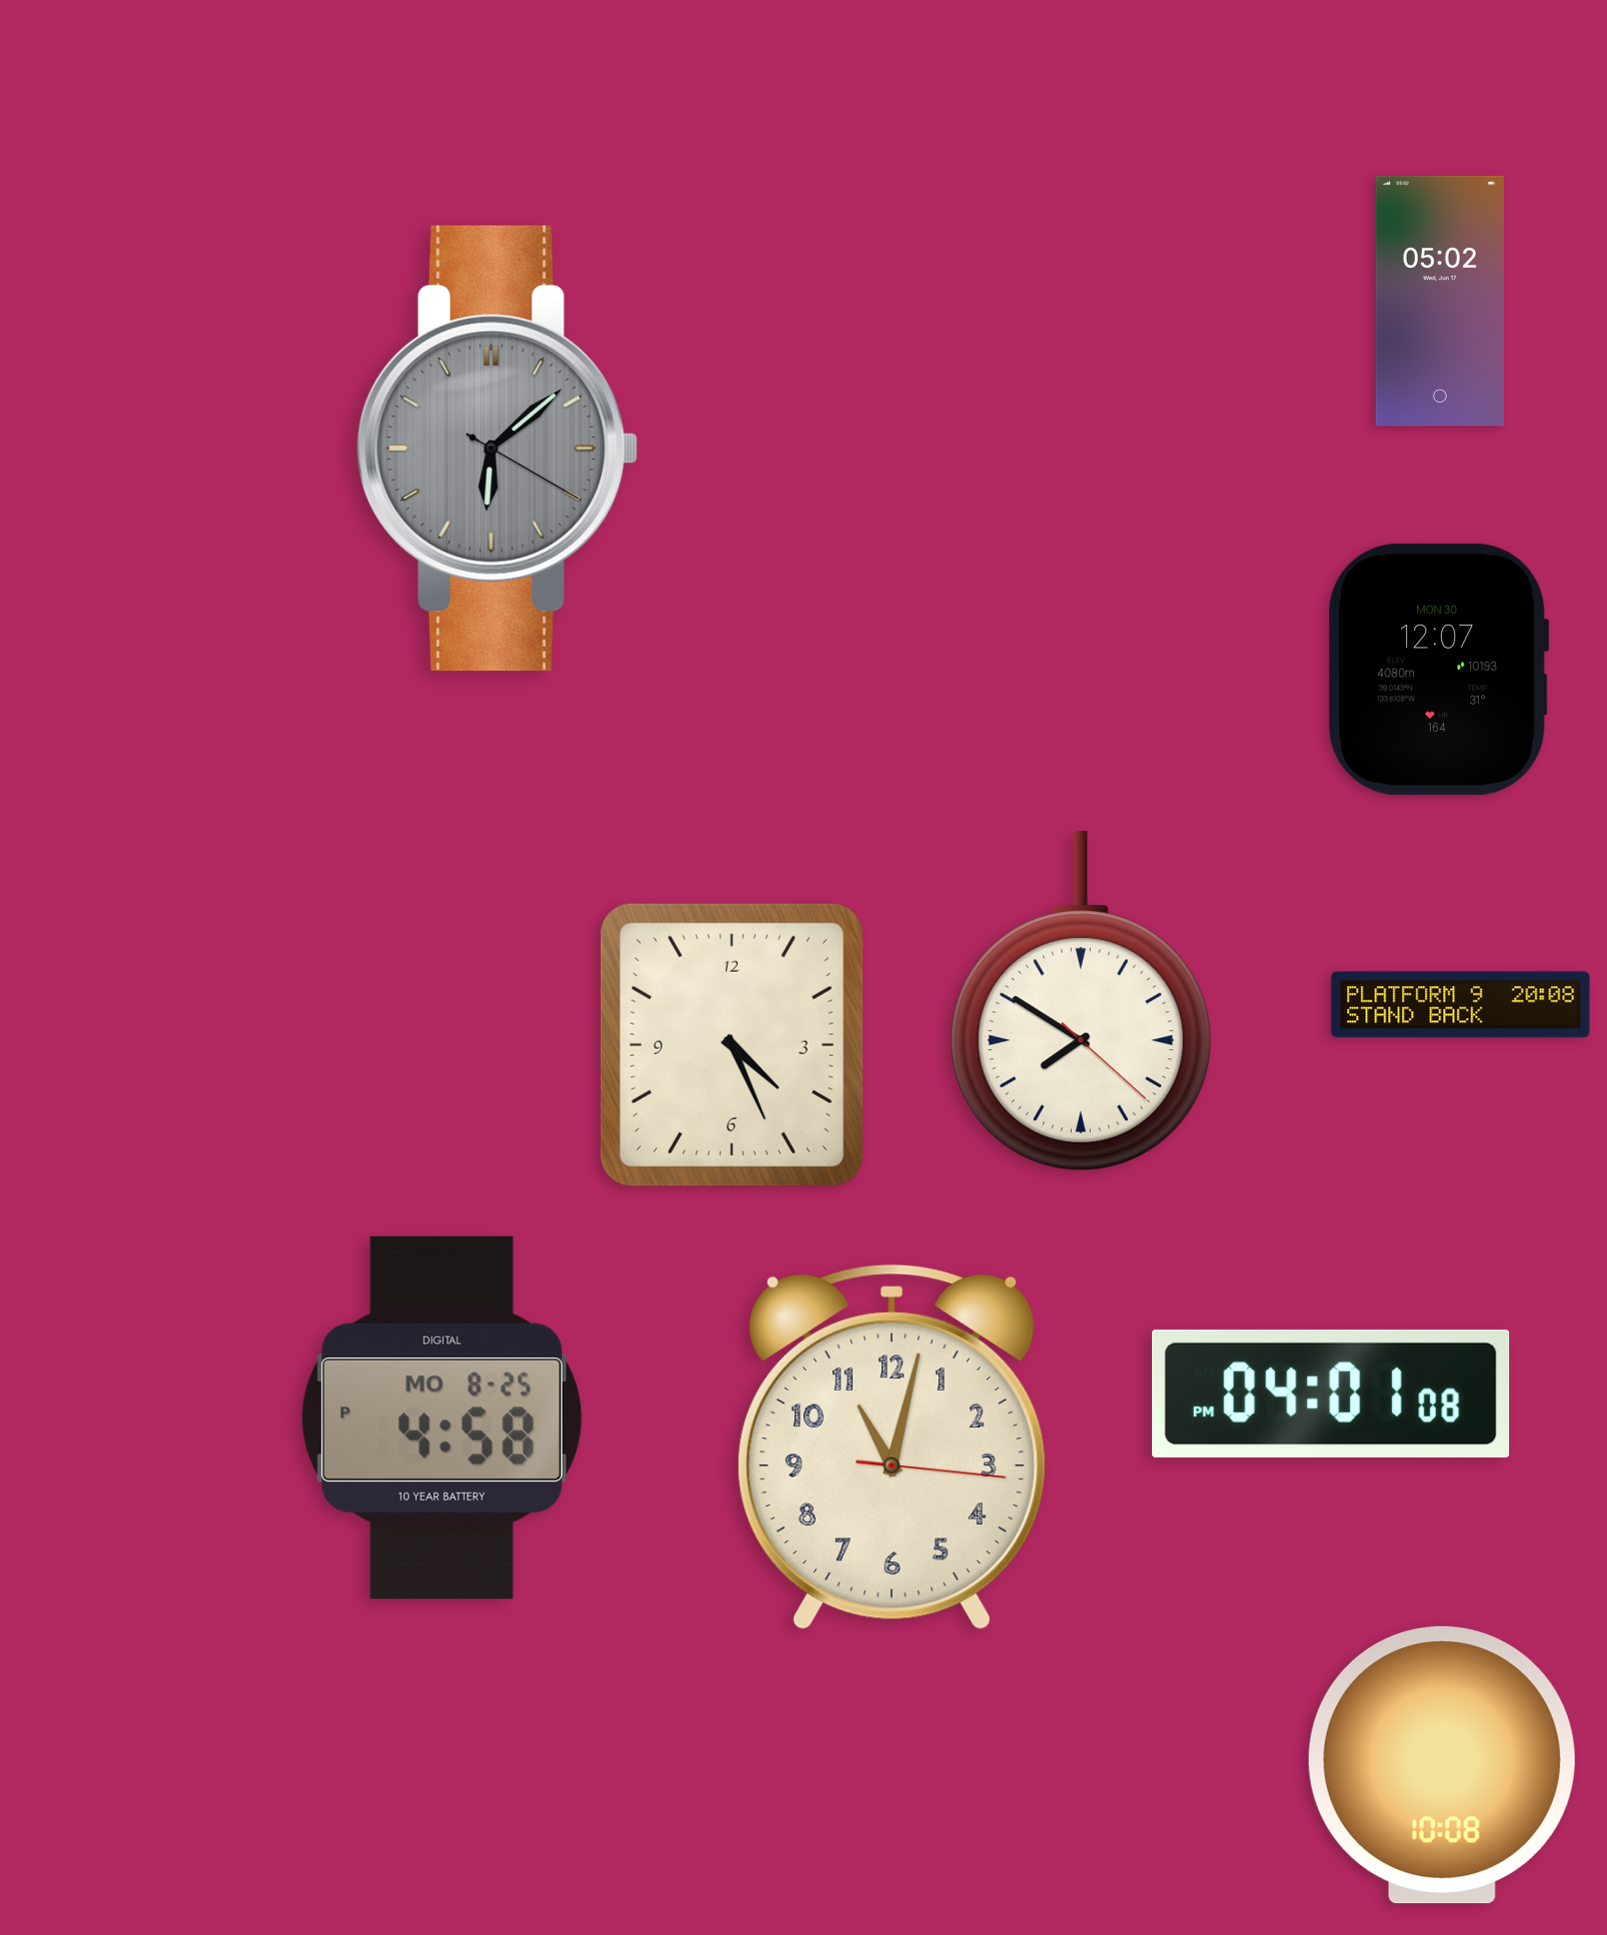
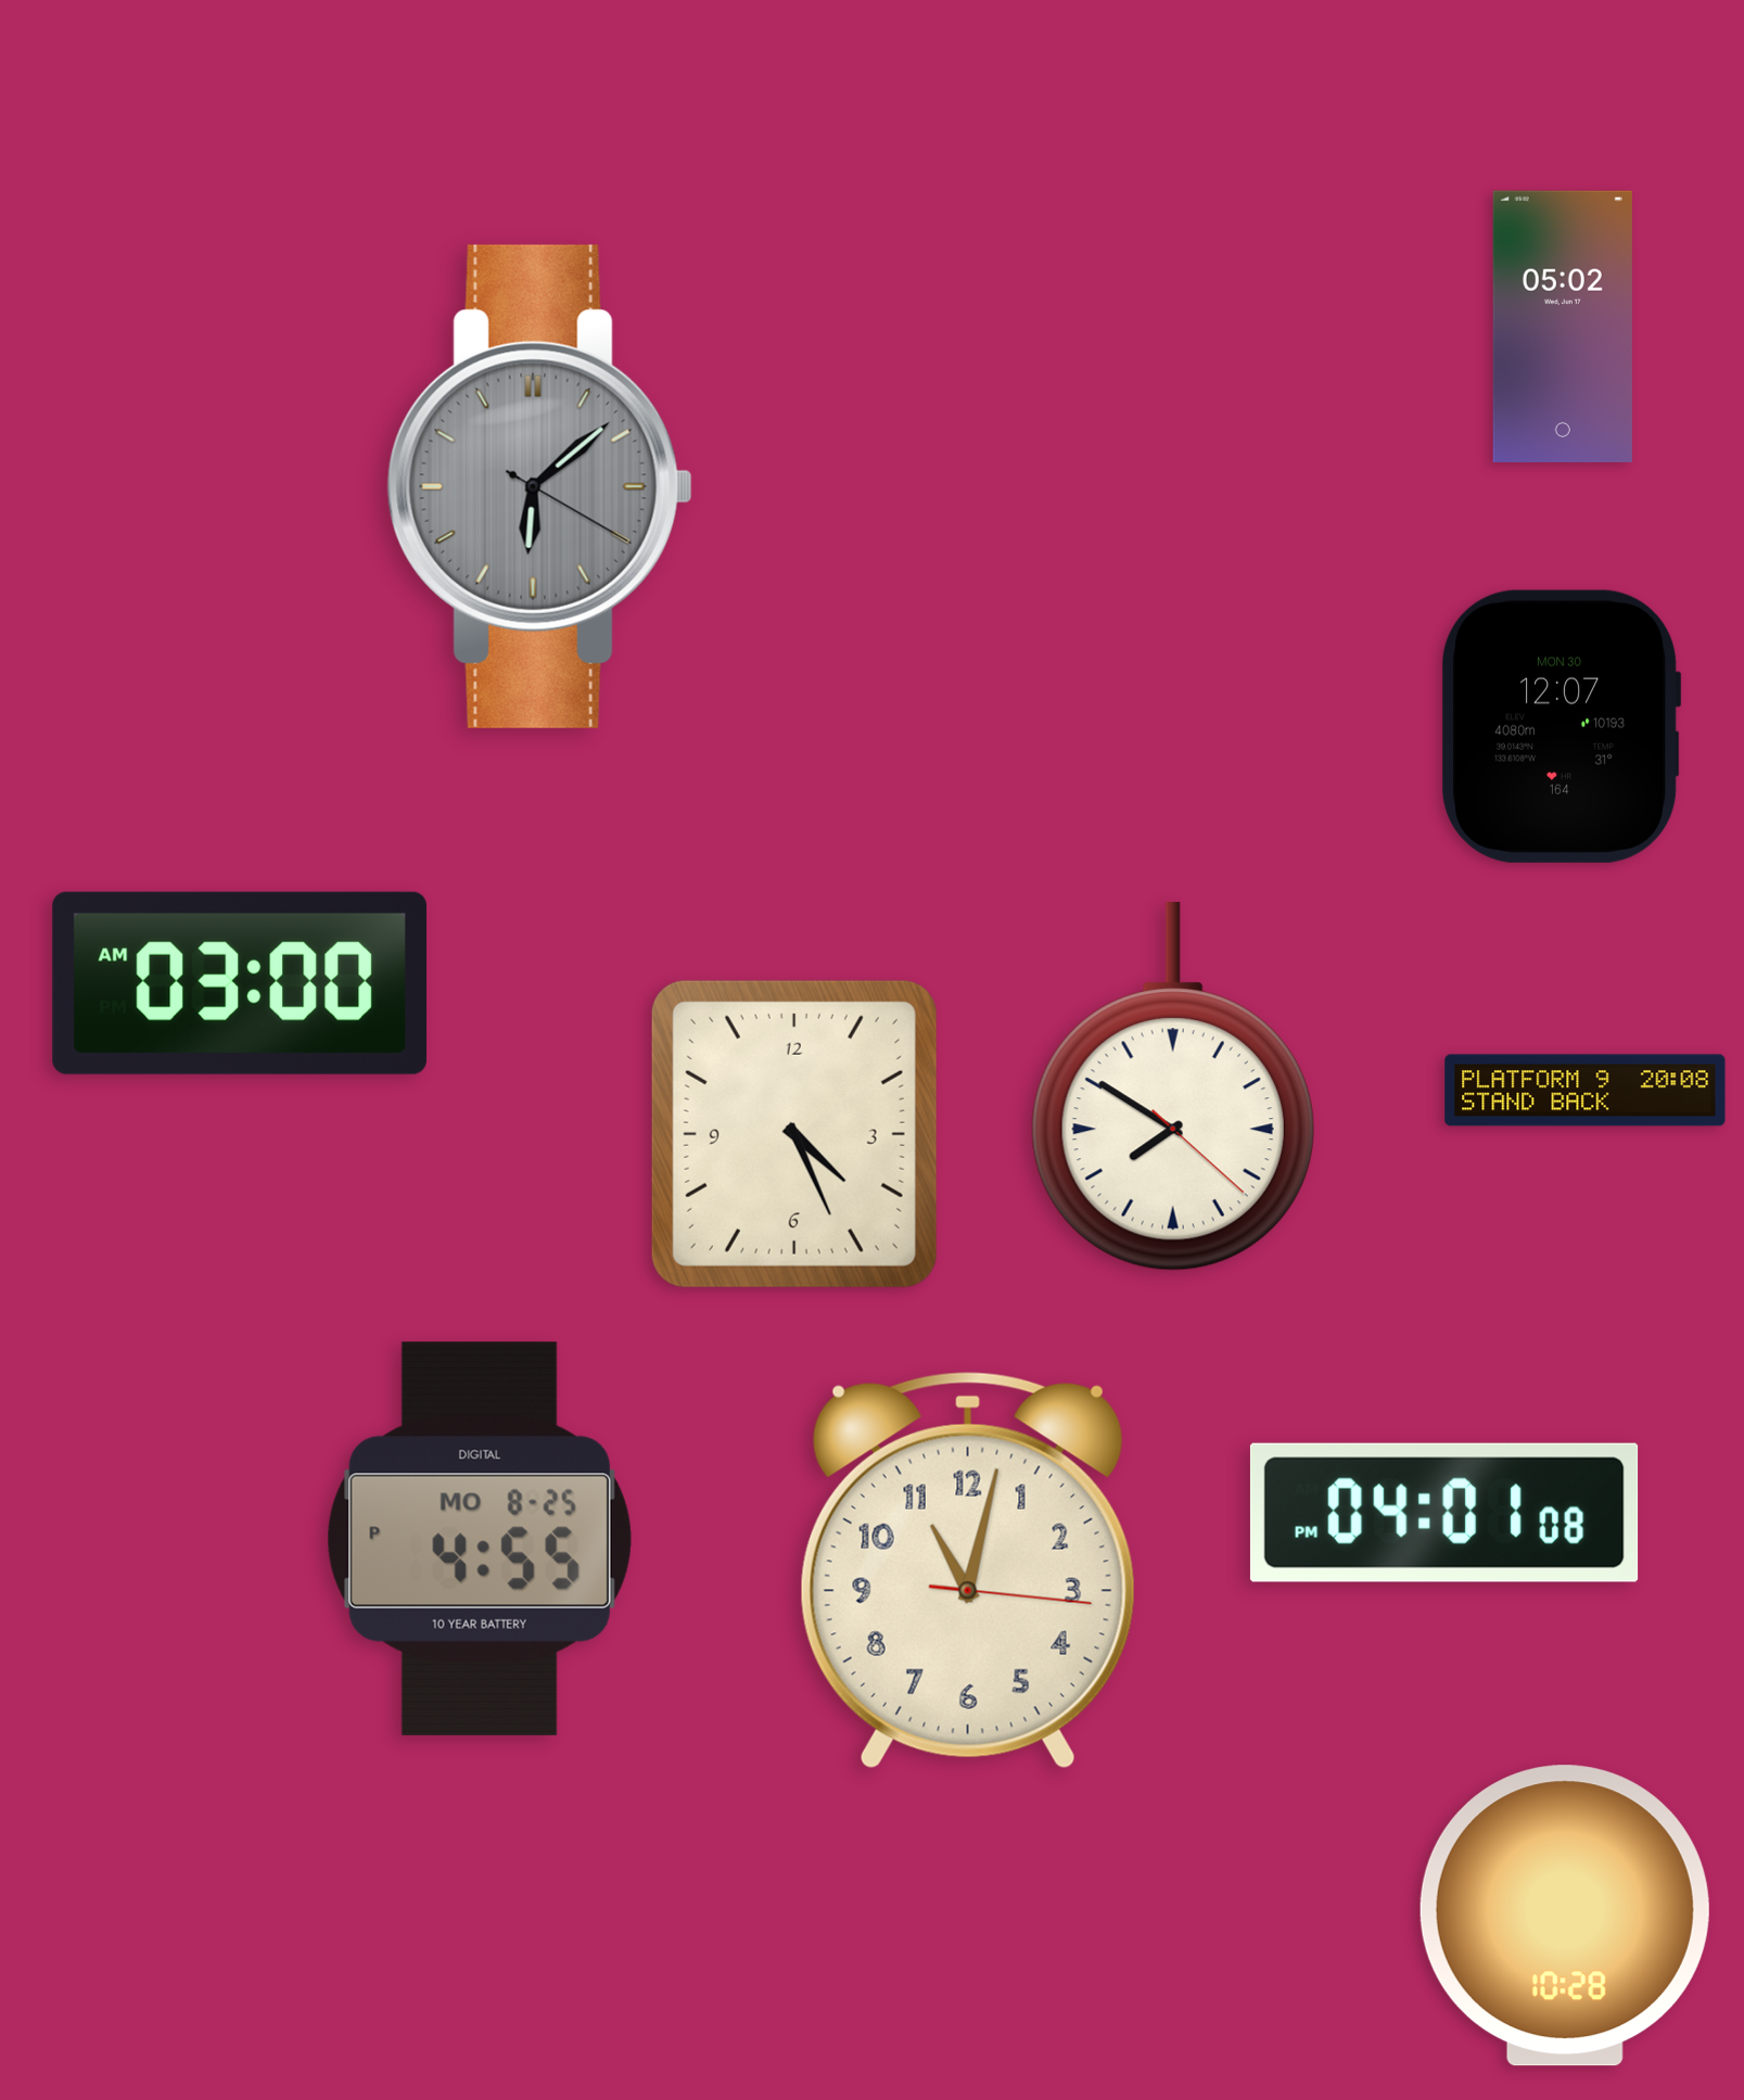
clock at (240, 983): none -> 03:00
clock at (442, 1418): 4:58 -> 4:55
clock at (1442, 1765): 10:08 -> 10:28
